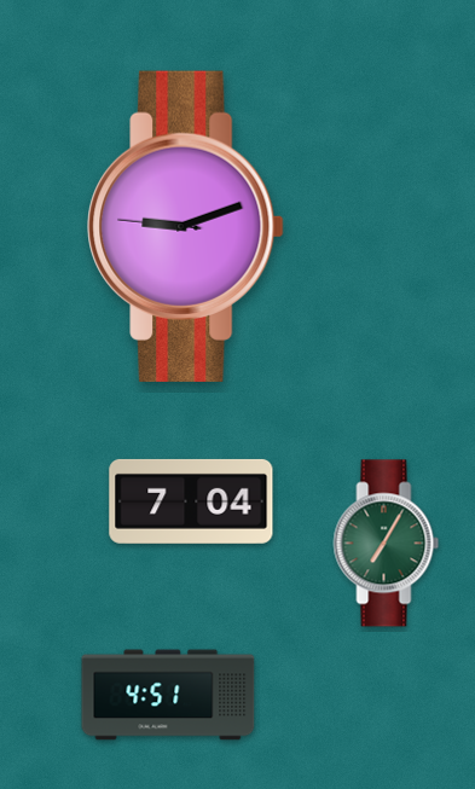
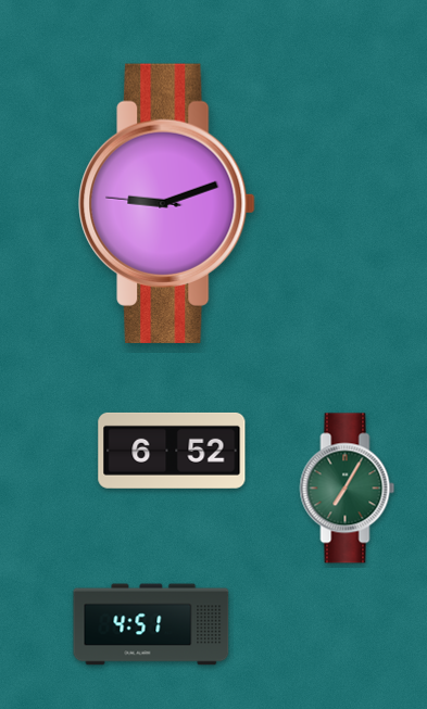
clock at (191, 501): 7:04 -> 6:52
